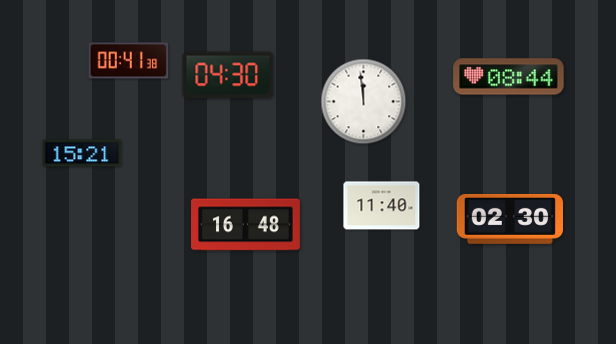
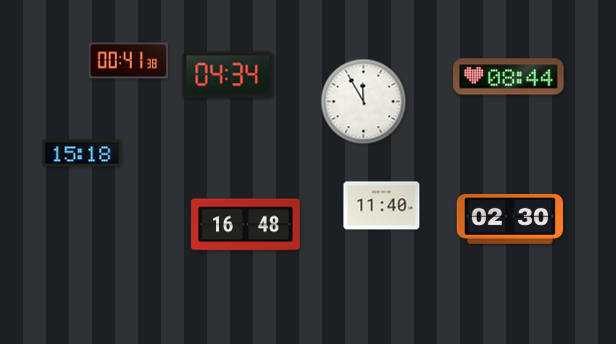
clock at (228, 75): 04:30 -> 04:34
clock at (364, 102): 11:59 -> 11:55
clock at (82, 153): 15:21 -> 15:18
